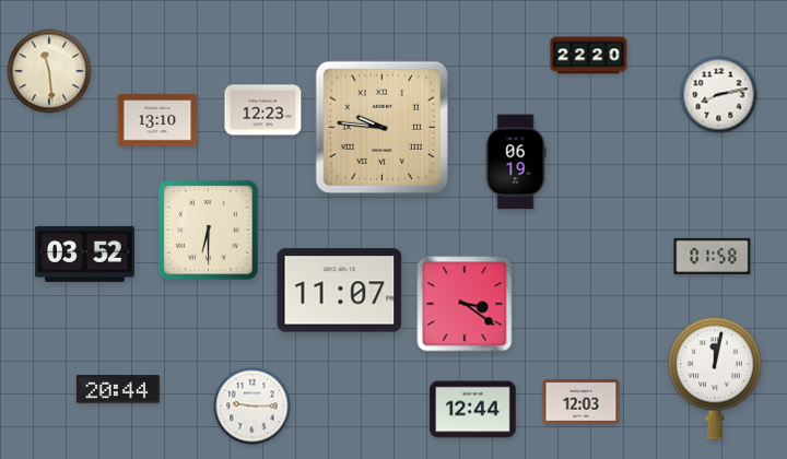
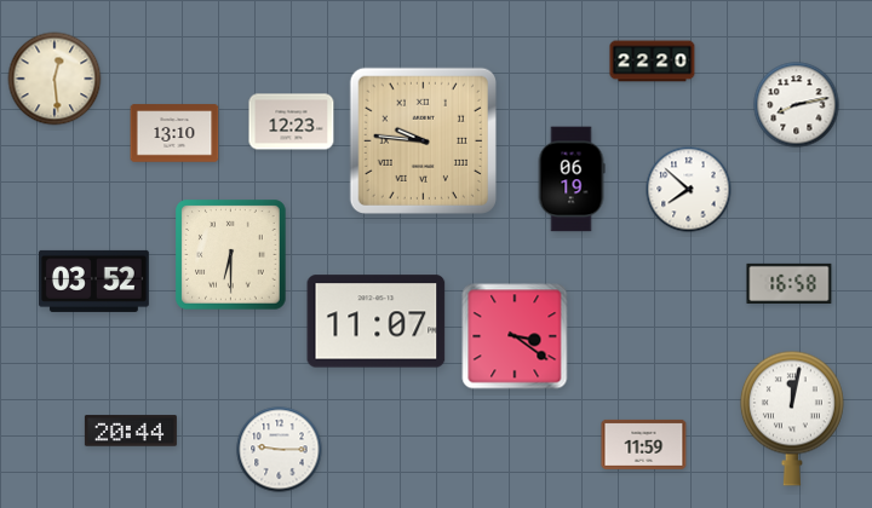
clock at (49, 71): 11:29 -> 12:29
clock at (689, 190): none -> 7:52
clock at (713, 256): 01:58 -> 16:58
clock at (582, 401): 12:03 -> 11:59
clock at (473, 410): 12:44 -> none
